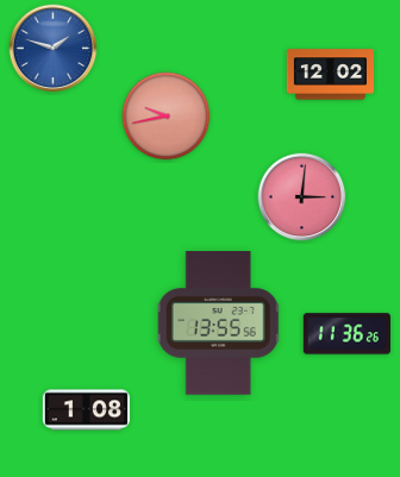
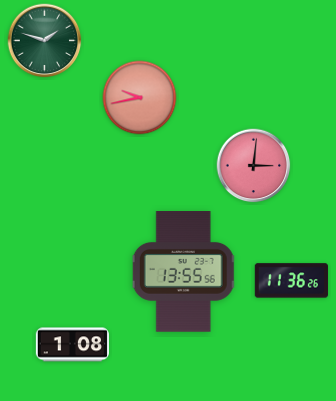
clock at (54, 49) dial: blue -> green
clock at (330, 75): 12:02 -> none
